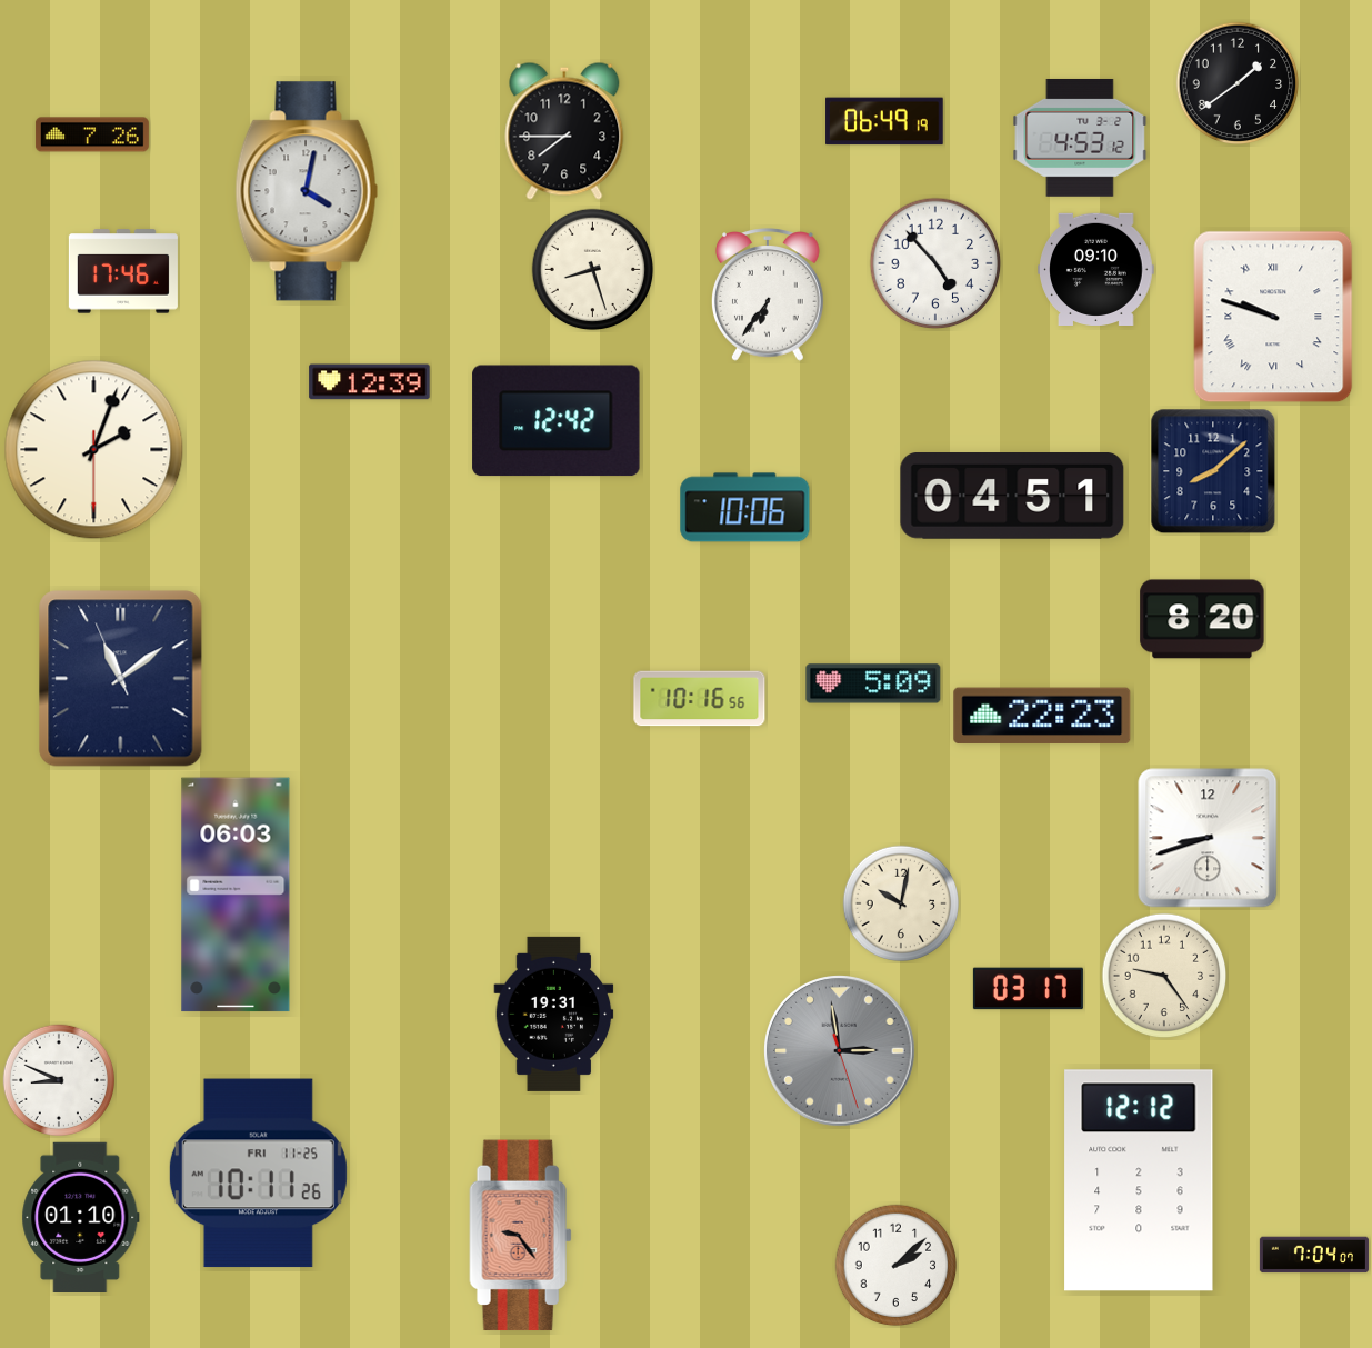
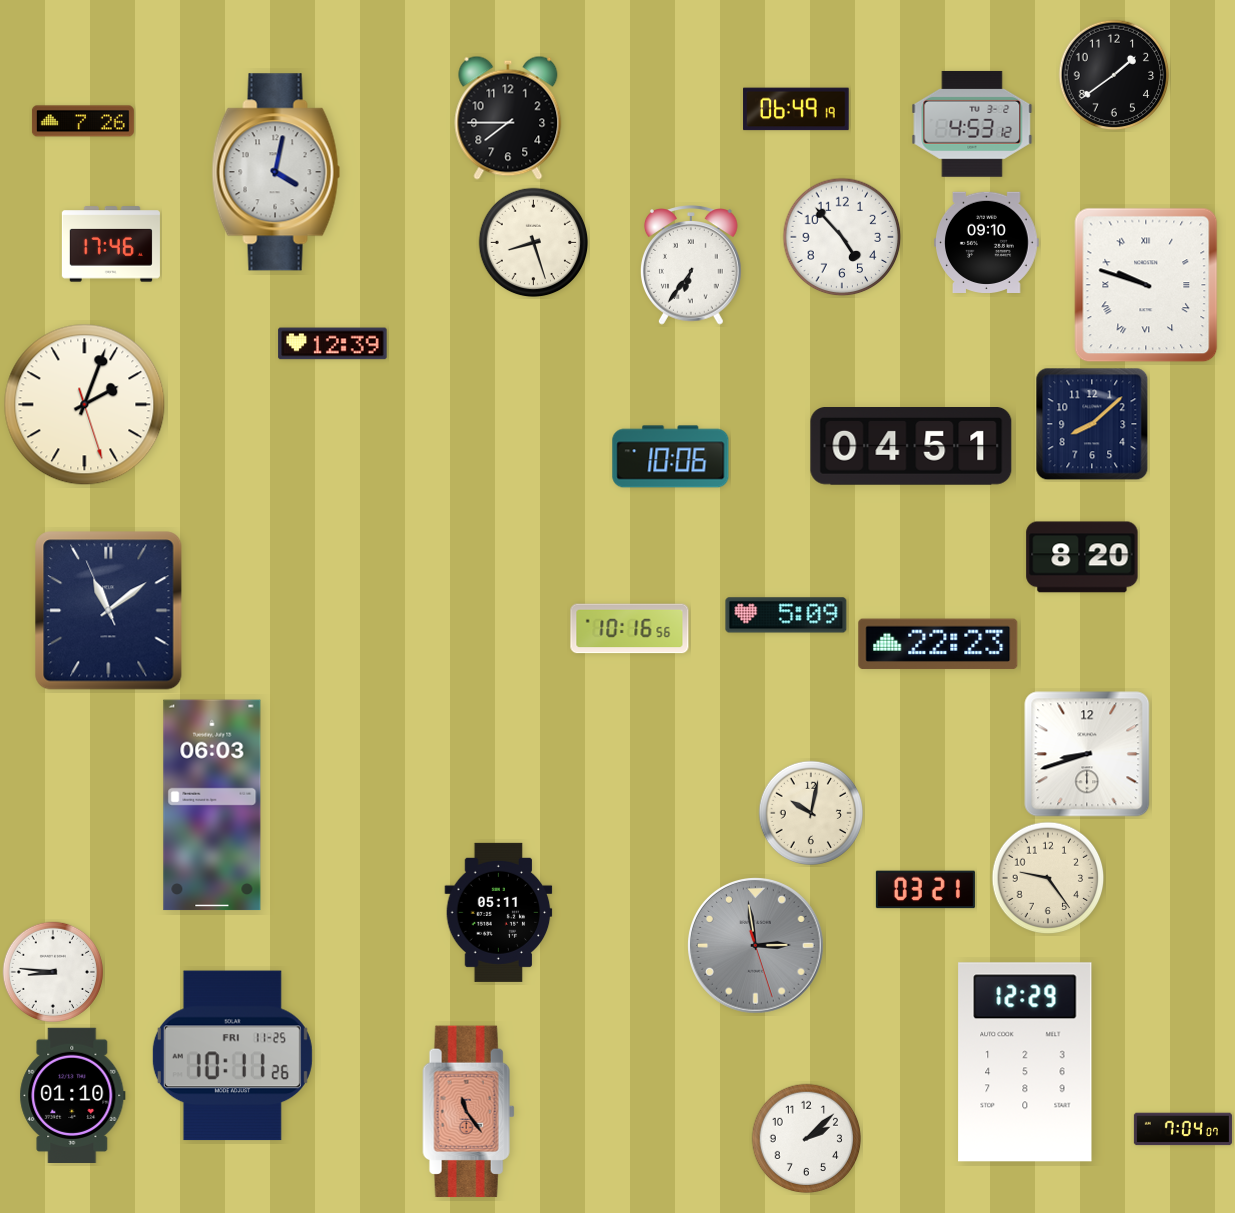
clock at (557, 421): 12:42 -> none
clock at (94, 450): 2:03:30 -> 2:03:27
clock at (1028, 989): 03:17 -> 03:21
clock at (554, 1014): 19:31 -> 05:11
clock at (58, 1079): 8:49 -> 8:46
clock at (1139, 1180): 12:12 -> 12:29
clock at (521, 1236): 9:24 -> 11:24
